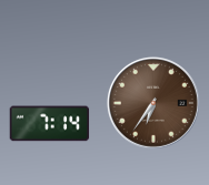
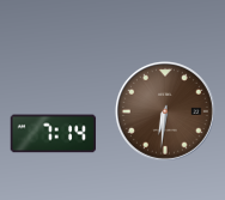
clock at (153, 103): 6:36 -> 6:31
